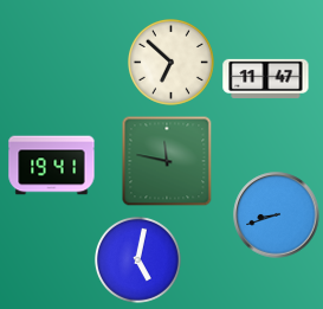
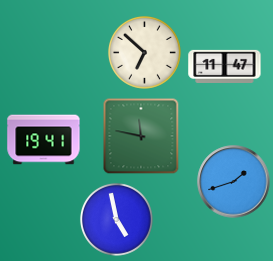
clock at (277, 215): 8:42 -> 1:42
clock at (137, 259): 5:02 -> 4:58
